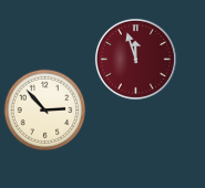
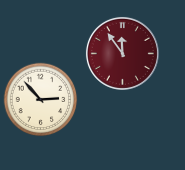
clock at (135, 59): 11:57 -> 11:54
